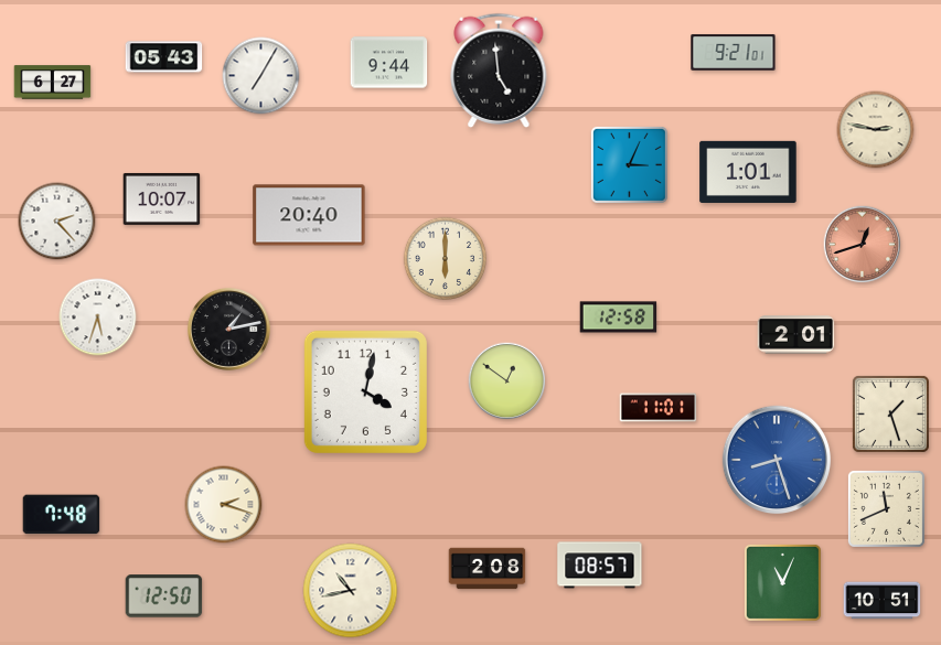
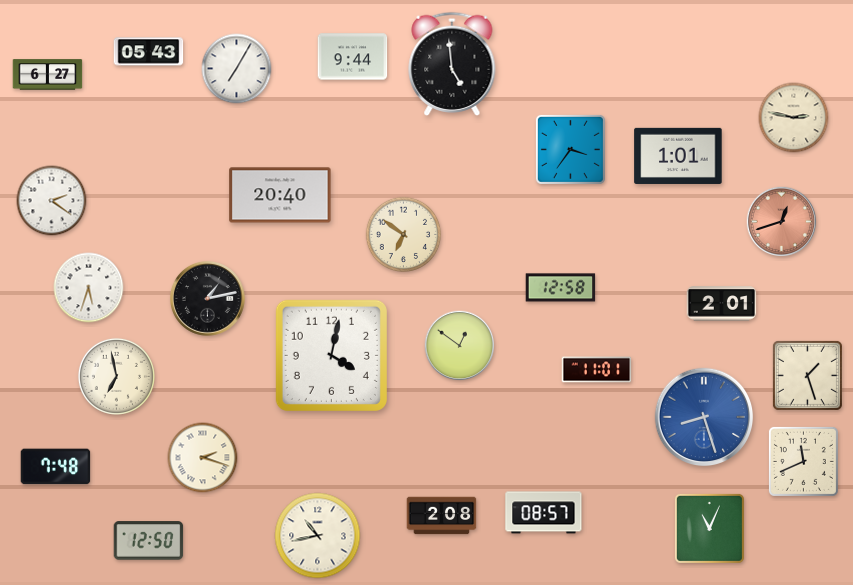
clock at (734, 53): 9:21 -> none
clock at (629, 164): 3:04 -> 3:36
clock at (162, 198): 10:07 -> none
clock at (57, 222): 2:23 -> 2:21
clock at (446, 259): 6:00 -> 6:51
clock at (116, 376): none -> 6:58
clock at (883, 601): 10:51 -> none
